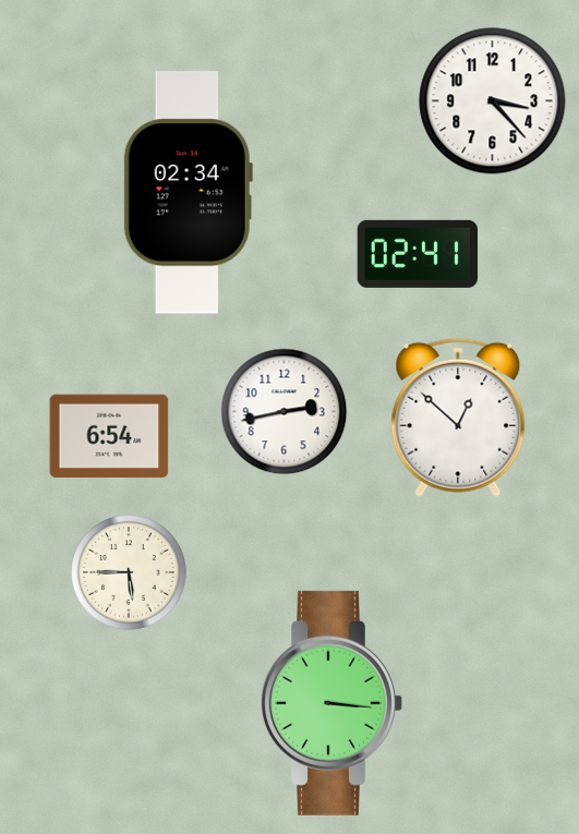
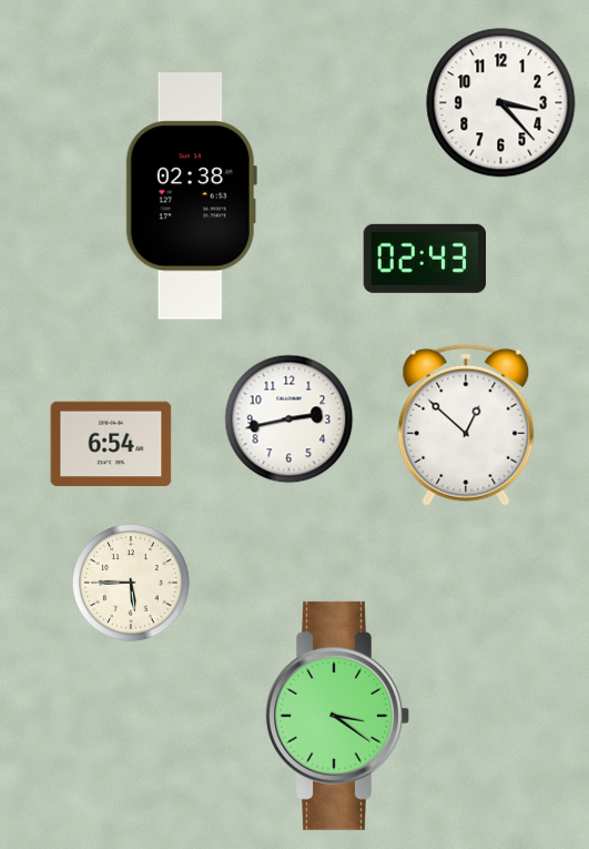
clock at (188, 193): 02:34 -> 02:38
clock at (417, 254): 02:41 -> 02:43
clock at (331, 703): 3:16 -> 3:21
